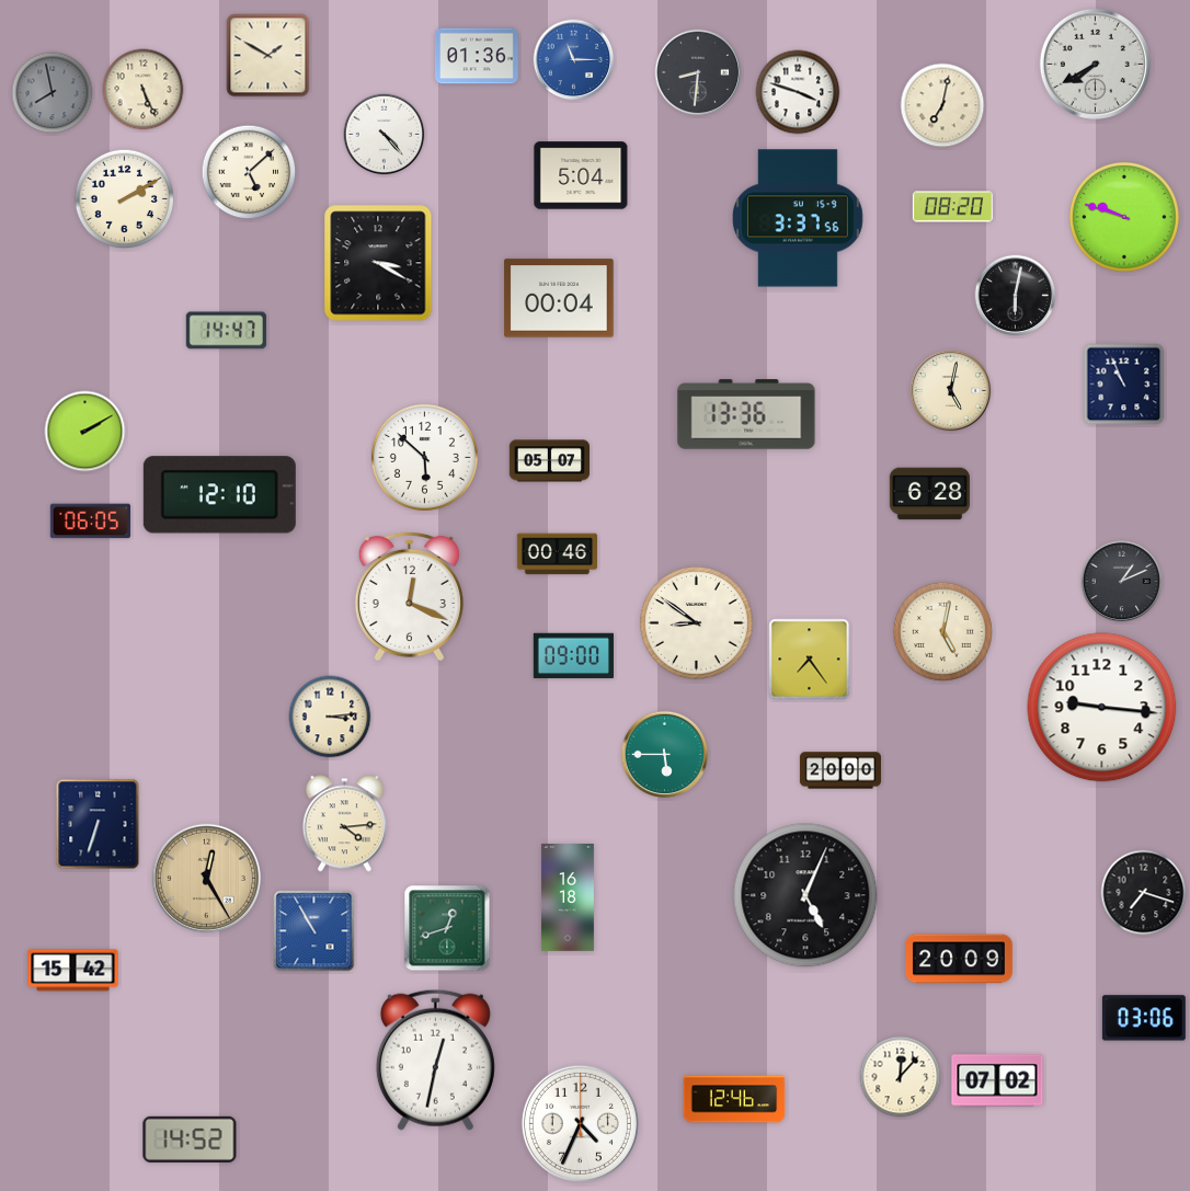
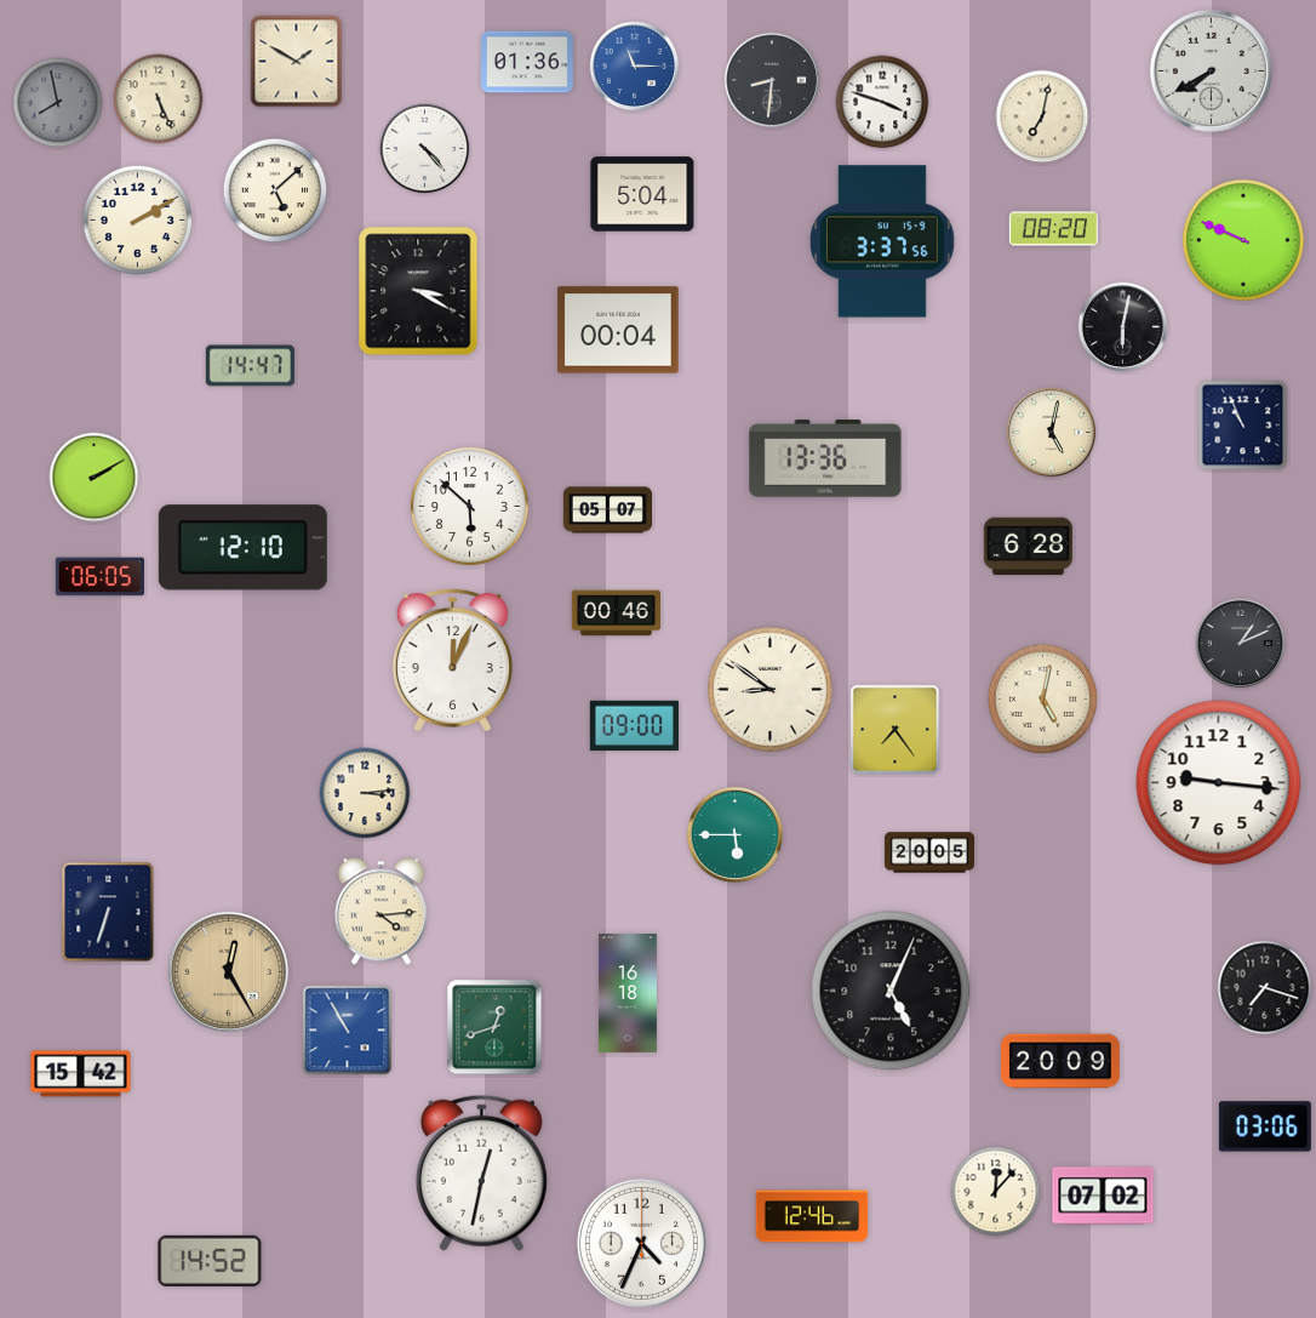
clock at (1124, 217): 9:48 -> 9:49
clock at (409, 596): 12:19 -> 12:04
clock at (840, 770): 20:00 -> 20:05
